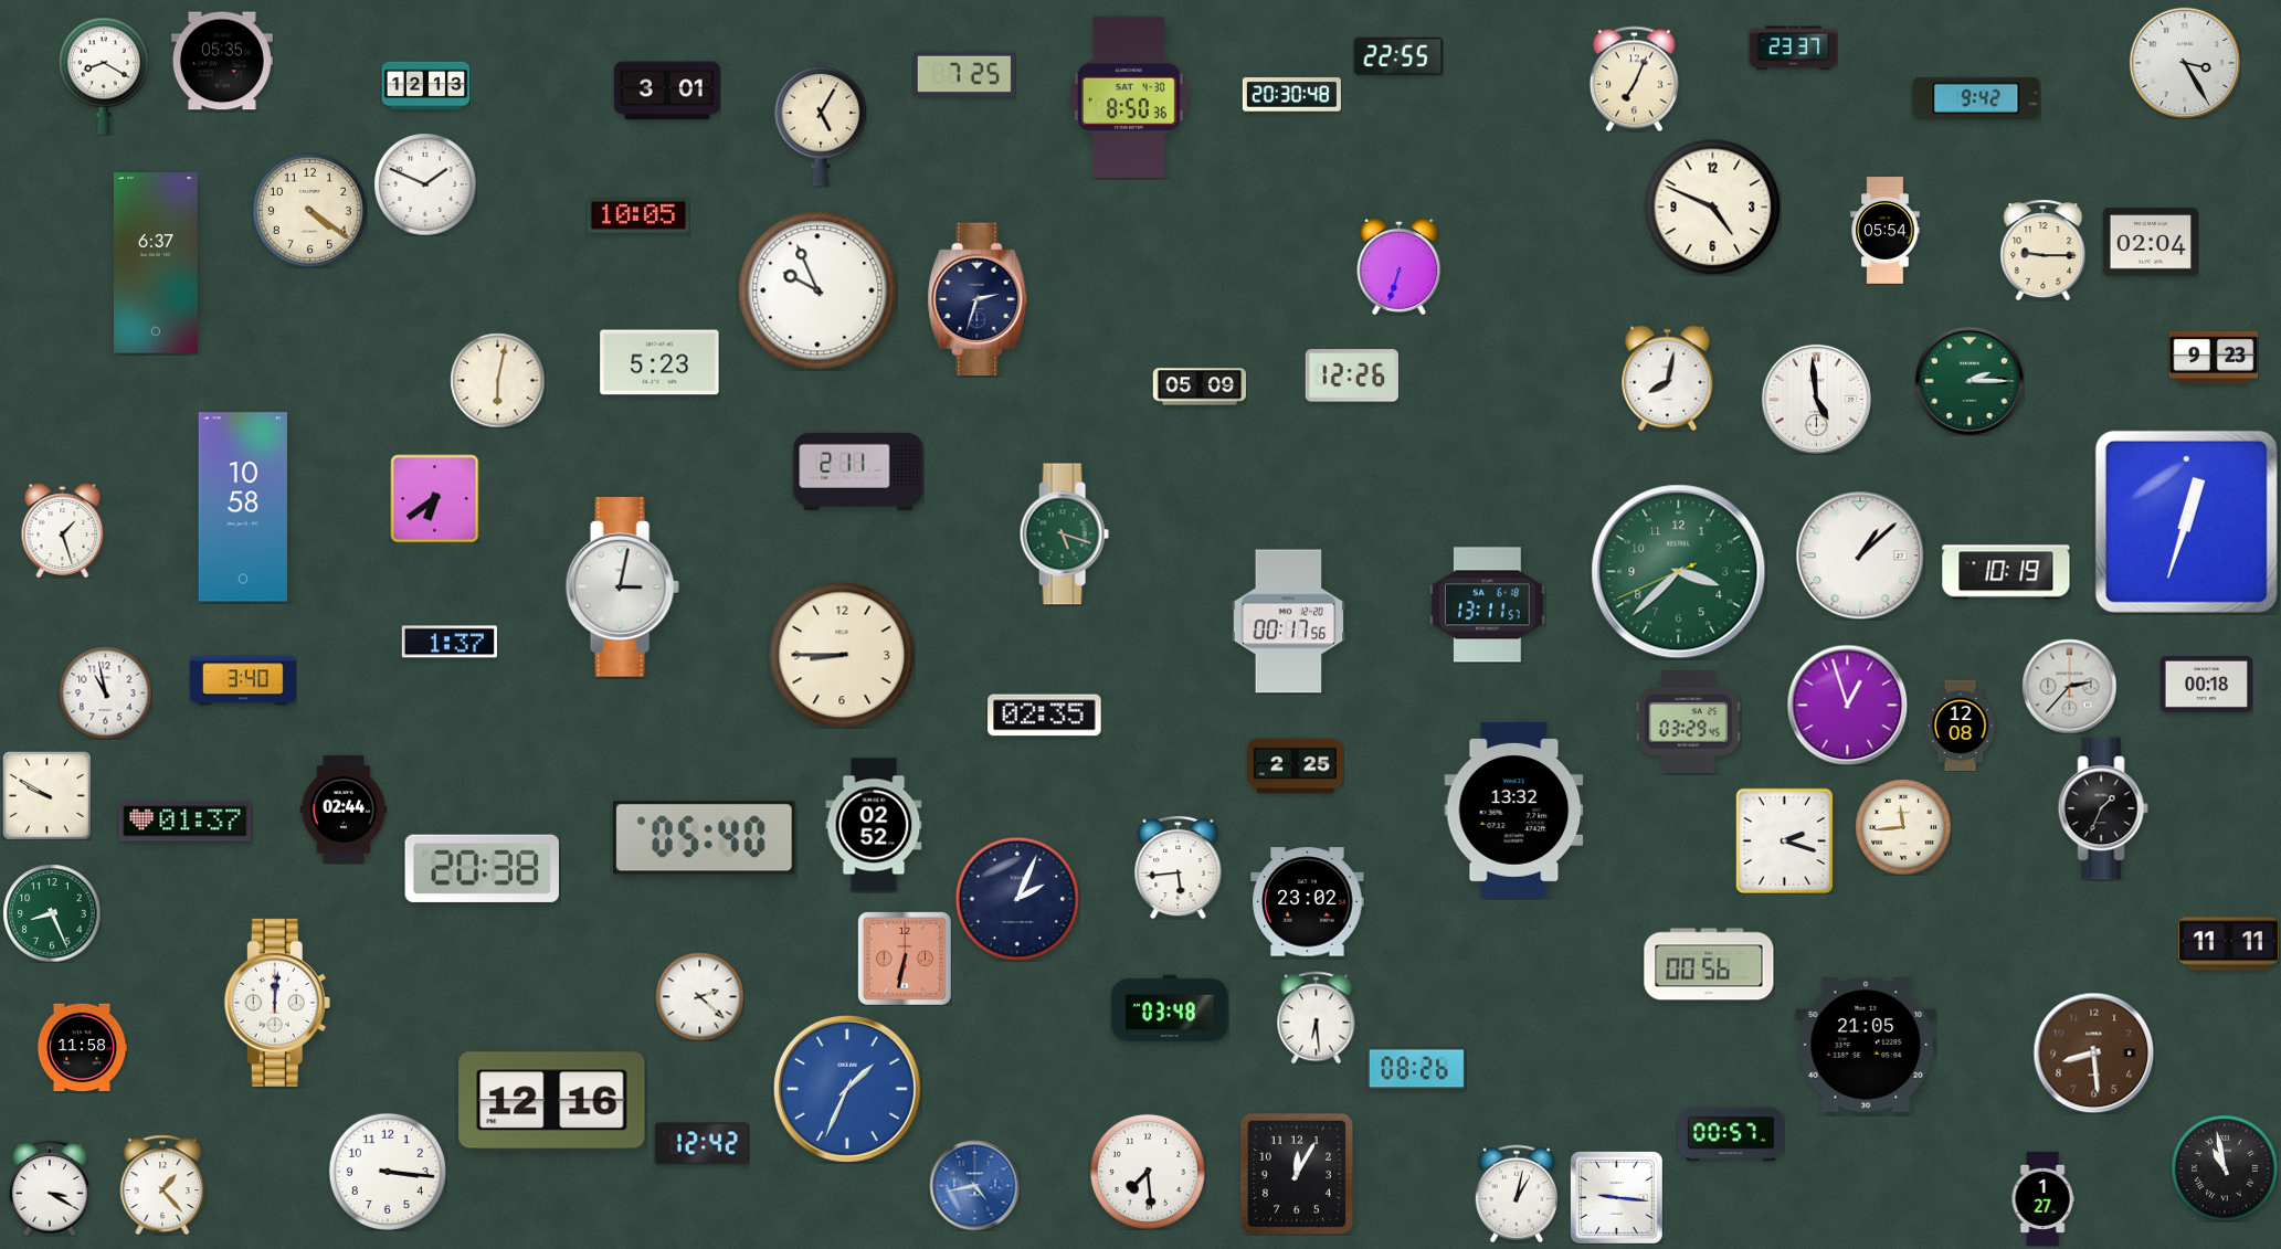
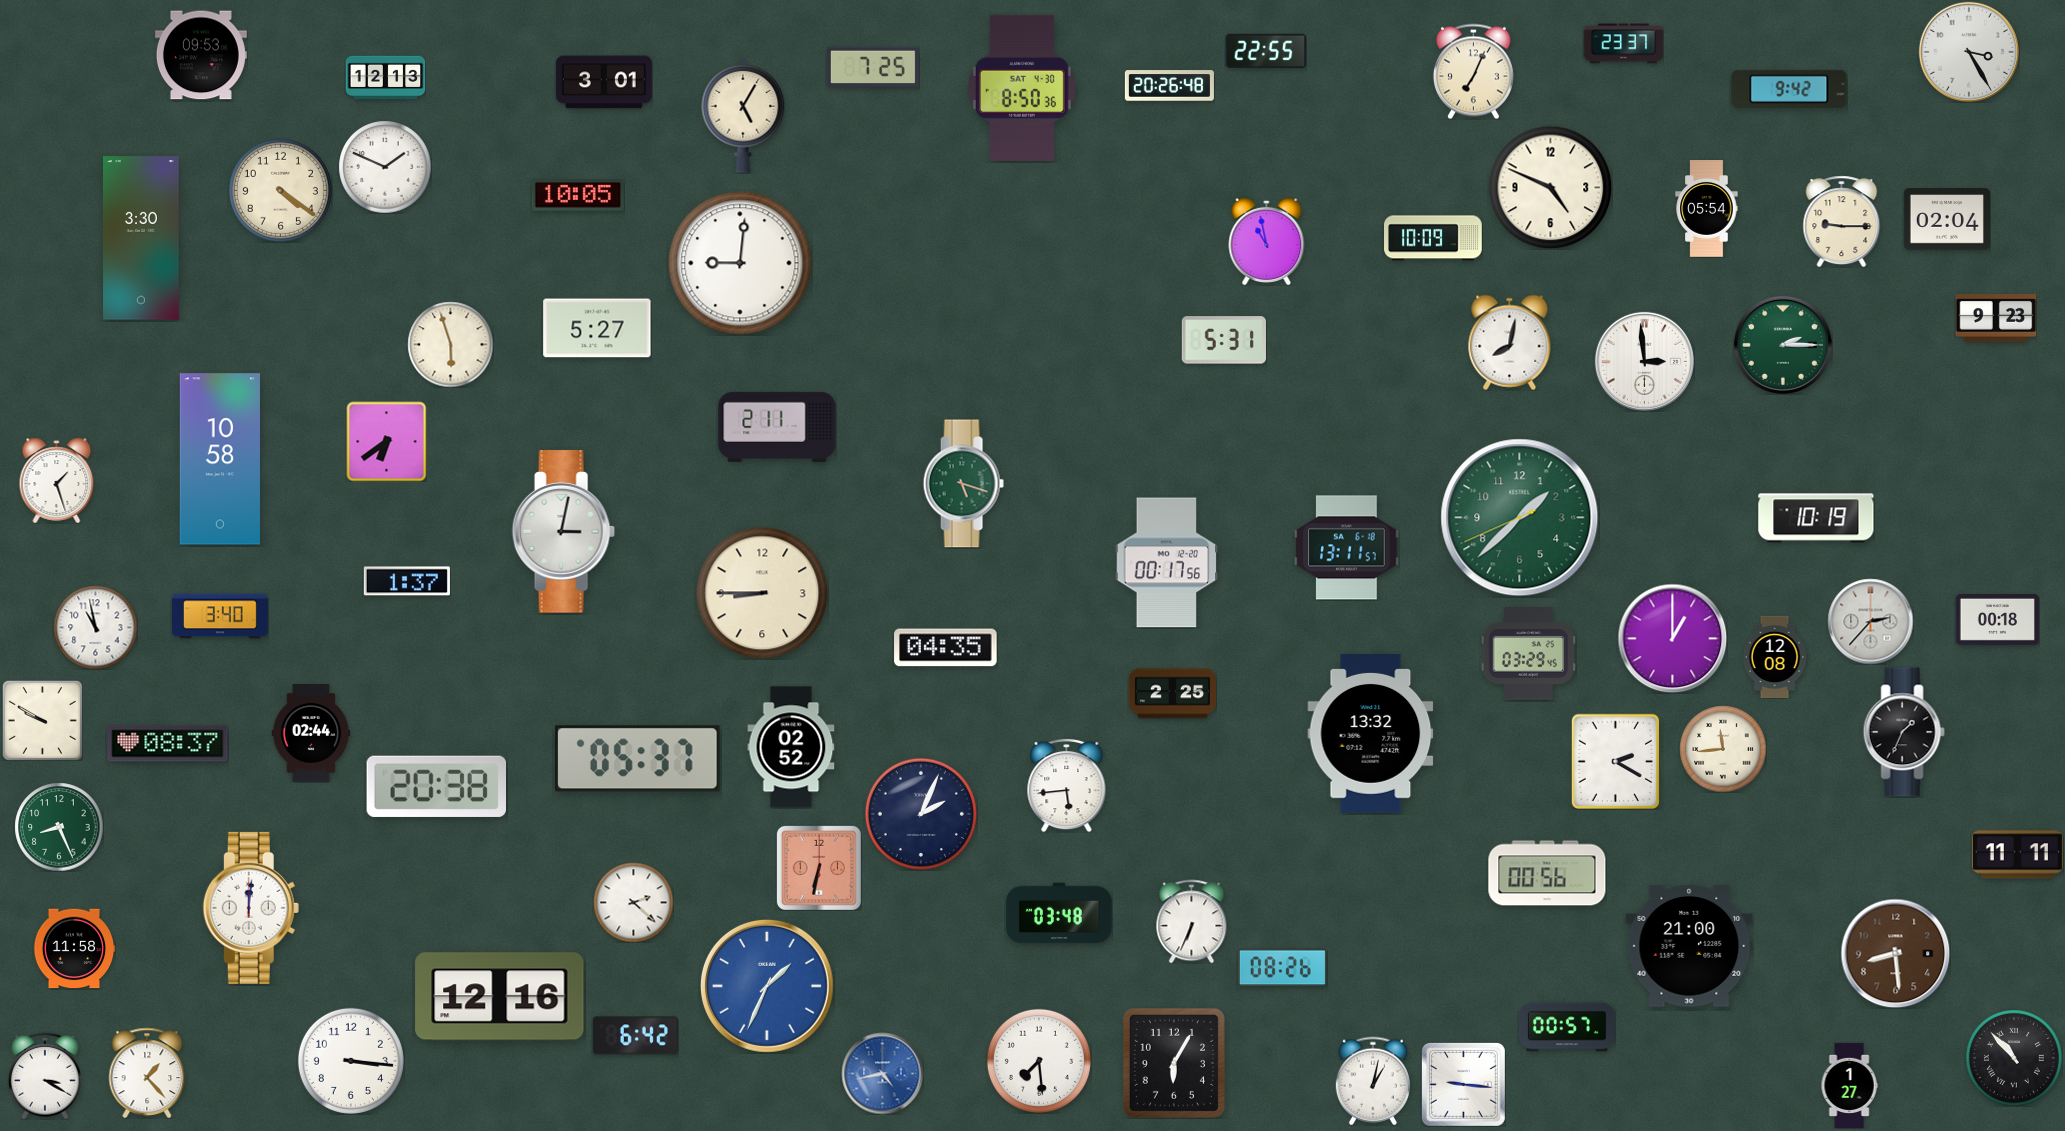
clock at (222, 61): 05:35 -> 09:53
clock at (2185, 63) position: (2185, 63) -> (1969, 52)
clock at (104, 76): 8:20 -> none
clock at (1634, 78) position: (1634, 78) -> (1473, 71)
clock at (1291, 95): 20:30 -> 20:26
clock at (821, 124) position: (821, 124) -> (743, 116)
clock at (2044, 250) position: (2044, 250) -> (1842, 221)
clock at (157, 263): 6:37 -> 3:30
clock at (1434, 238): none -> 10:09
clock at (1400, 266): 6:33 -> 10:58
clock at (817, 290): 9:56 -> 9:01
clock at (978, 299): 2:33 -> none
clock at (2214, 359) position: (2214, 359) -> (1996, 319)
clock at (659, 362): 5:23 -> 5:27
clock at (1352, 375): 12:26 -> 5:31
clock at (497, 380): 6:02 -> 5:57
clock at (1200, 387): 05:09 -> none
clock at (1816, 399): 4:59 -> 2:59
clock at (434, 498) position: (434, 498) -> (386, 441)
clock at (2186, 521): 12:33 -> none
clock at (1860, 555): 1:08 -> none
clock at (1679, 572): 3:37 -> 1:37
clock at (2069, 686) position: (2069, 686) -> (1870, 621)
clock at (1847, 705): 12:57 -> 1:00
clock at (1045, 716): 02:35 -> 04:35
clock at (186, 822): 01:37 -> 08:37
clock at (705, 838): 05:40 -> 05:37
clock at (1784, 840): 2:18 -> 2:20
clock at (1308, 902): 23:02 -> none
clock at (52, 913) position: (52, 913) -> (59, 827)
clock at (1317, 1017): 6:29 -> 6:34
clock at (1866, 1045): 21:05 -> 21:00
clock at (701, 1144): 12:42 -> 6:42
clock at (2225, 1168): 10:58 -> 10:53
clock at (1297, 1174): 12:05 -> 6:05
